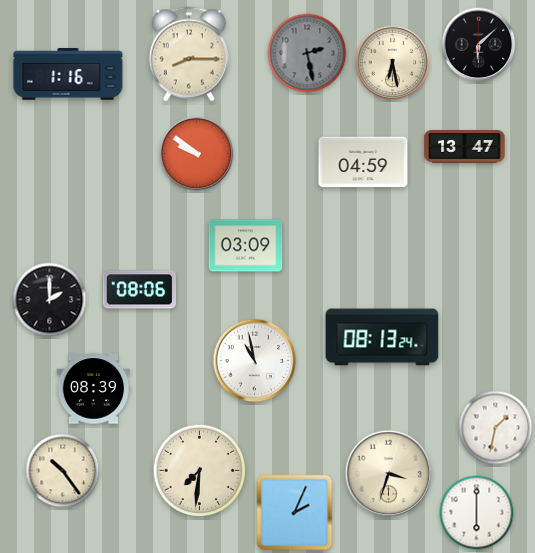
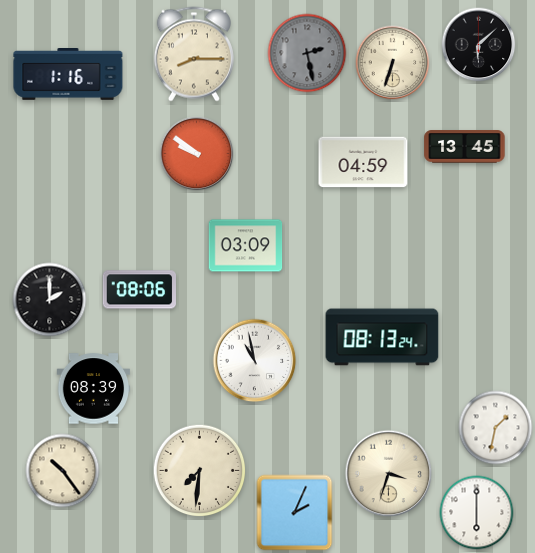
clock at (189, 54) position: (189, 54) -> (194, 54)
clock at (393, 63): 6:28 -> 6:33
clock at (465, 147): 13:47 -> 13:45
